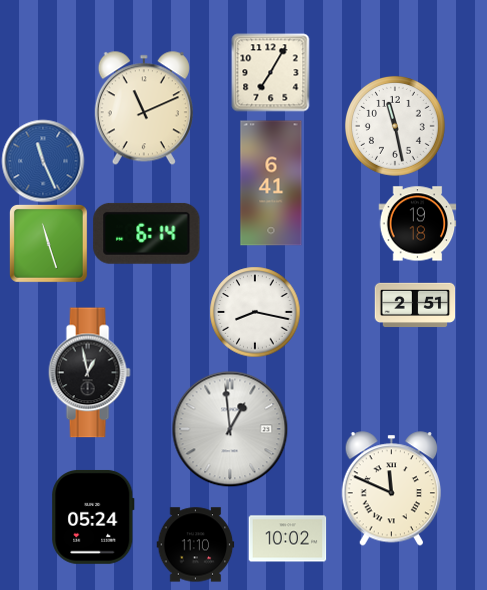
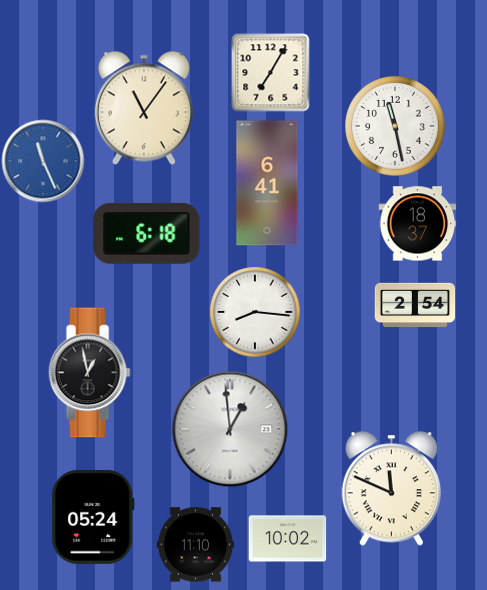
clock at (144, 108): 11:11 -> 11:06
clock at (271, 183) position: (271, 183) -> (267, 183)
clock at (417, 224): 19:18 -> 18:37
clock at (147, 233): 6:14 -> 6:18
clock at (48, 243): 11:27 -> none
clock at (415, 305): 2:51 -> 2:54
clock at (255, 312): 8:17 -> 8:16
